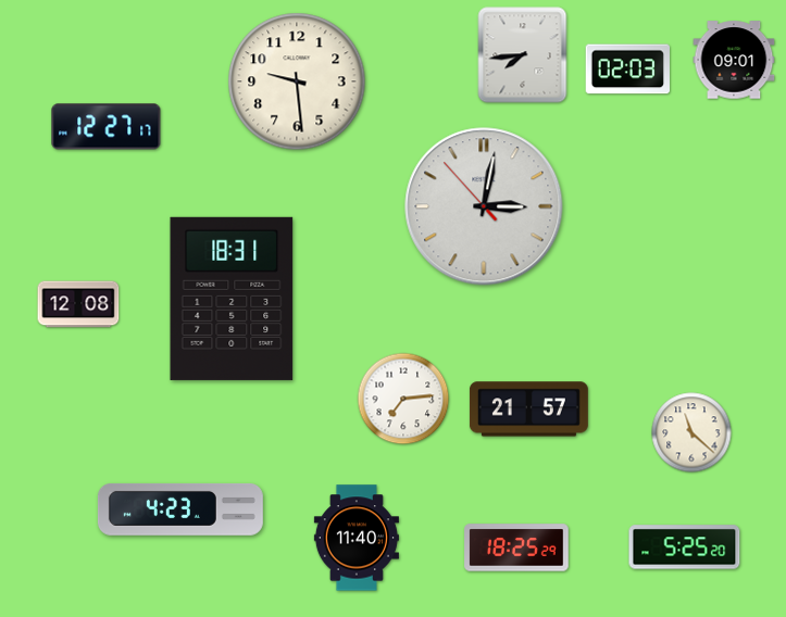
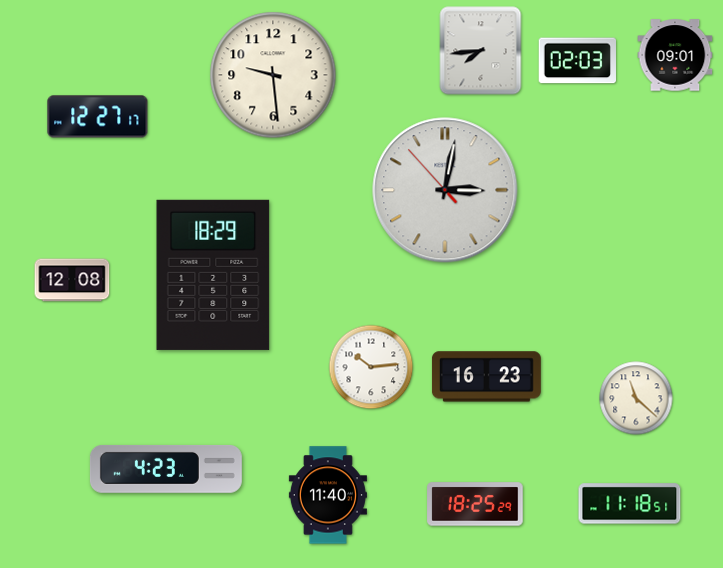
clock at (627, 70) position: (627, 70) -> (577, 61)
clock at (232, 299): 18:31 -> 18:29
clock at (403, 399): 7:14 -> 10:14
clock at (528, 410): 21:57 -> 16:23
clock at (685, 547): 5:25 -> 11:18
